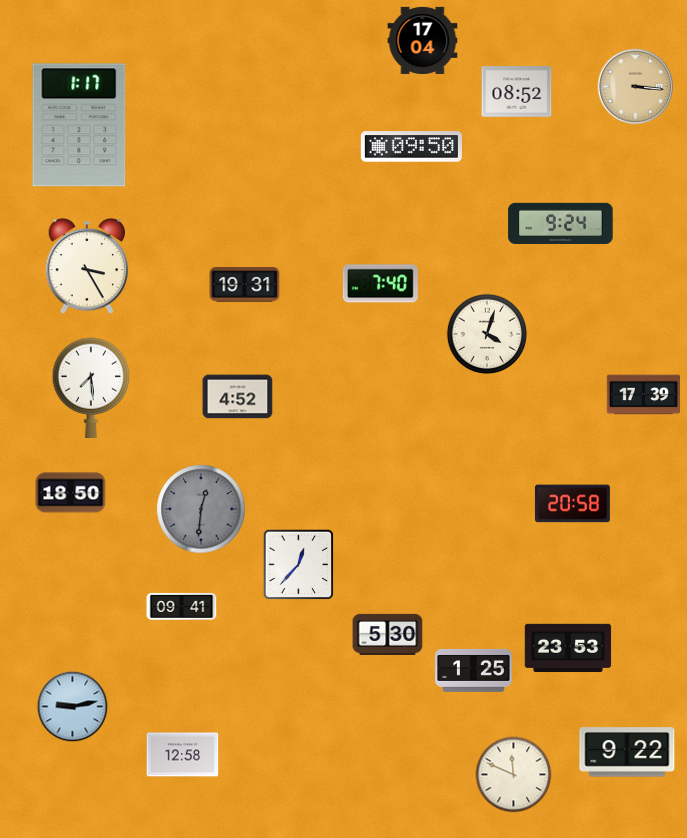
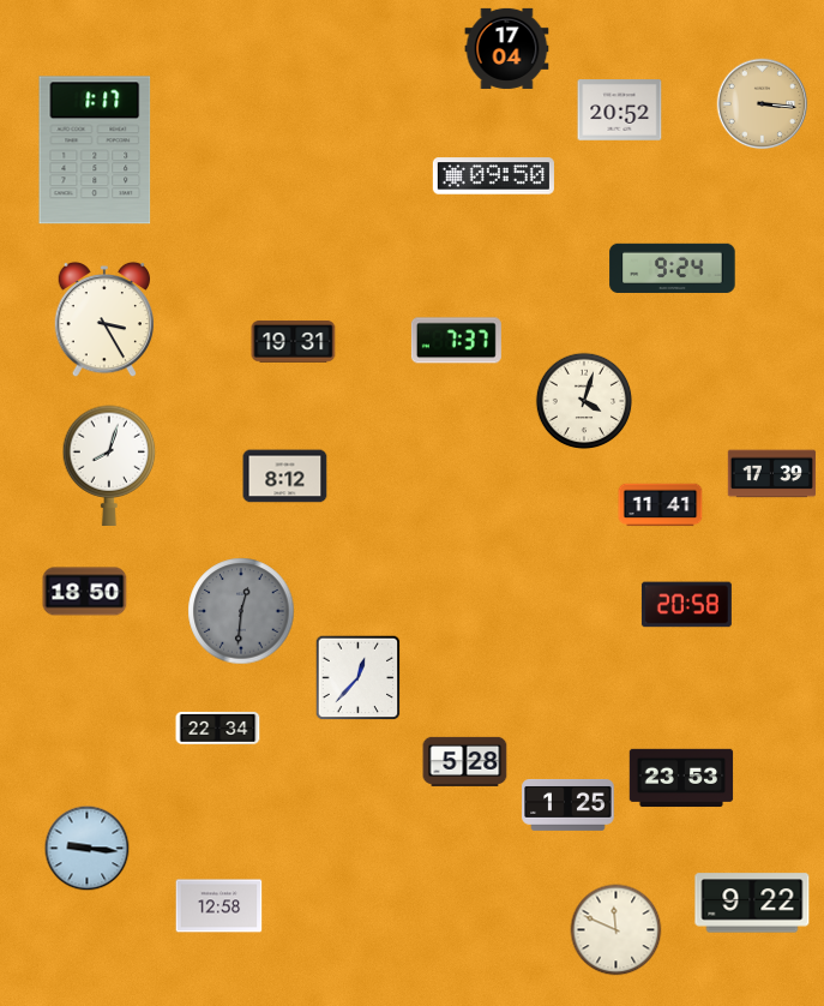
clock at (517, 92): 08:52 -> 20:52
clock at (380, 284): 7:40 -> 7:37
clock at (91, 388): 7:29 -> 8:03
clock at (238, 397): 4:52 -> 8:12
clock at (661, 505): none -> 11:41
clock at (182, 606): 09:41 -> 22:34
clock at (388, 634): 5:30 -> 5:28
clock at (73, 707): 9:13 -> 9:16
